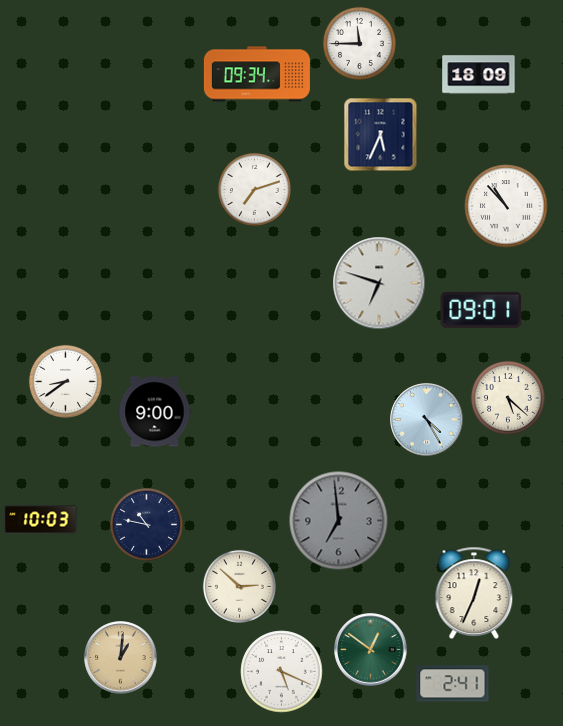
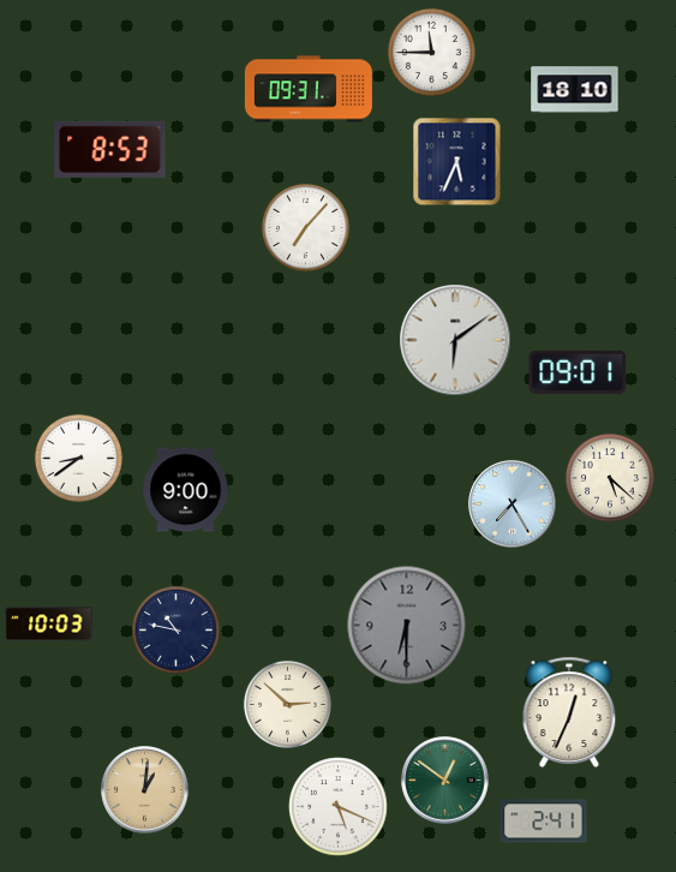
clock at (257, 74): 09:34 -> 09:31
clock at (479, 75): 18:09 -> 18:10
clock at (110, 149): none -> 8:53
clock at (254, 189): 7:12 -> 7:07
clock at (506, 206): 10:53 -> none
clock at (379, 283): 6:48 -> 6:09
clock at (155, 412) position: (155, 412) -> (186, 490)
clock at (427, 420): 4:25 -> 7:25
clock at (339, 521): 6:59 -> 6:30
